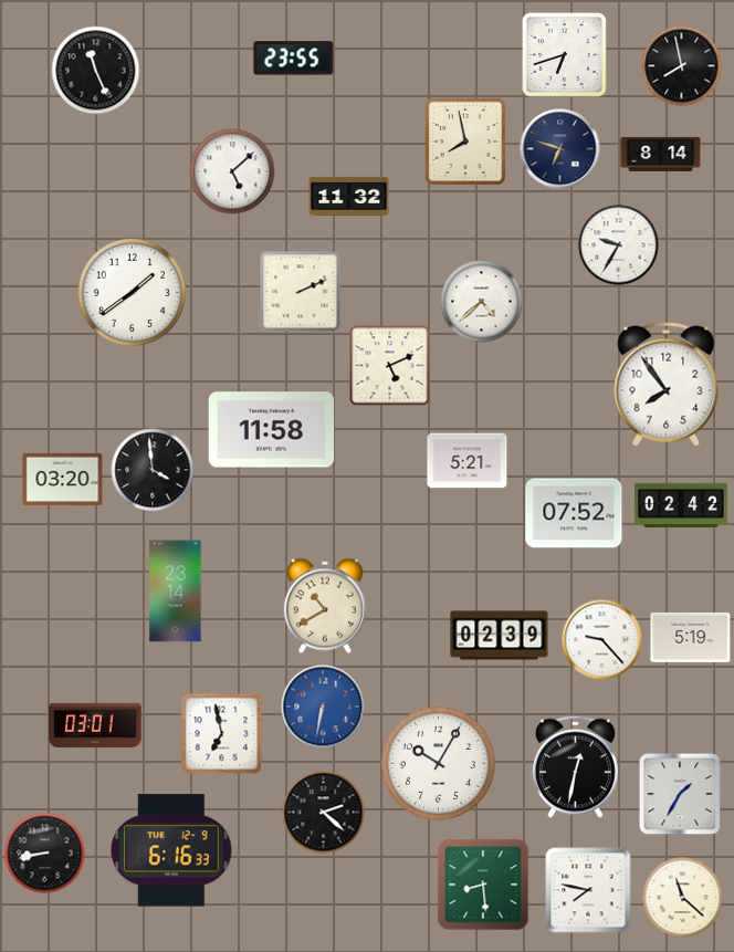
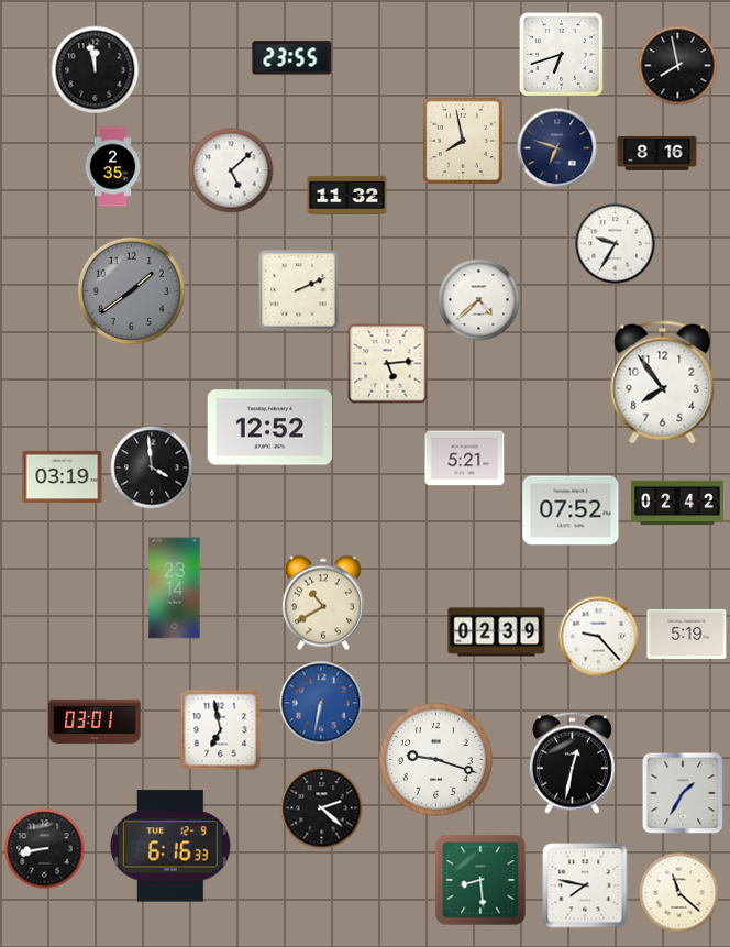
clock at (96, 71): 11:26 -> 11:58
clock at (661, 154): 8:14 -> 8:16
clock at (113, 167): none -> 2:35
clock at (132, 292) dial: white -> grey
clock at (390, 366): 5:11 -> 5:14
clock at (272, 430): 11:58 -> 12:52
clock at (63, 480): 03:20 -> 03:19
clock at (438, 763): 10:05 -> 9:18
clock at (680, 794) position: (680, 794) -> (683, 793)
